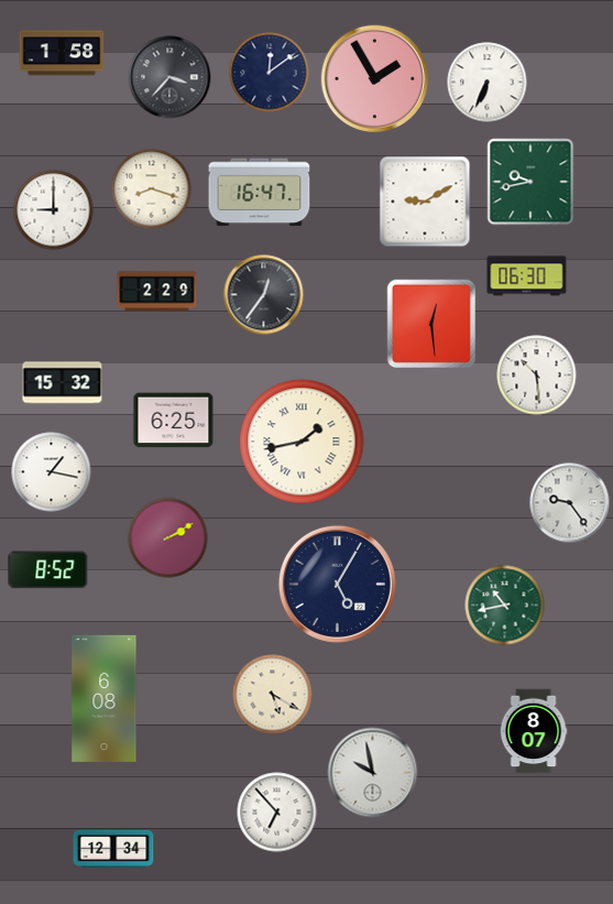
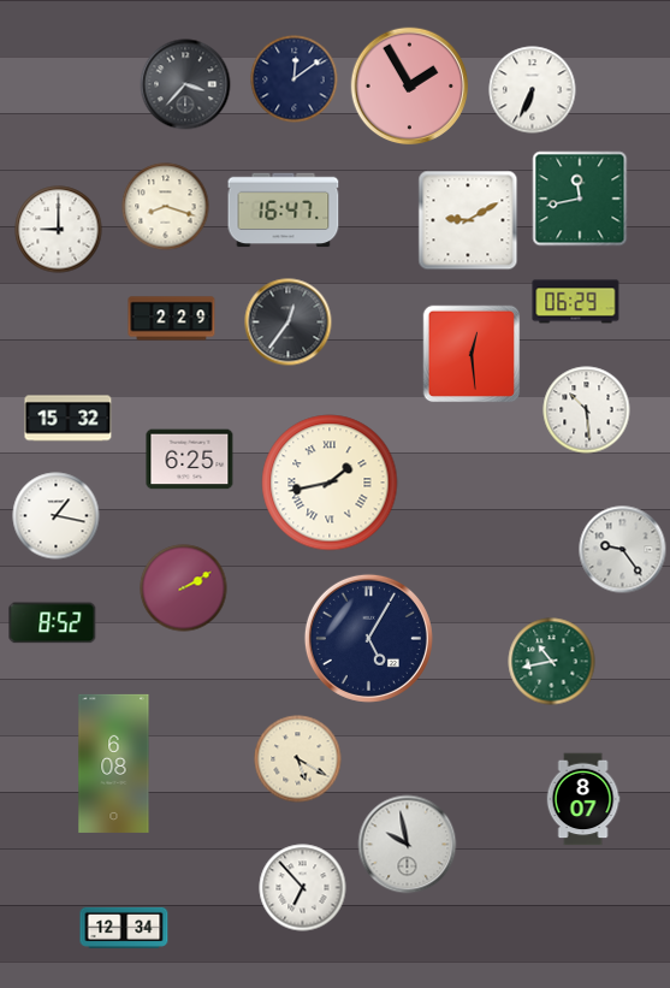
clock at (62, 53): 1:58 -> none
clock at (530, 182): 9:43 -> 11:43
clock at (425, 202) position: (425, 202) -> (468, 220)
clock at (527, 276): 06:30 -> 06:29
